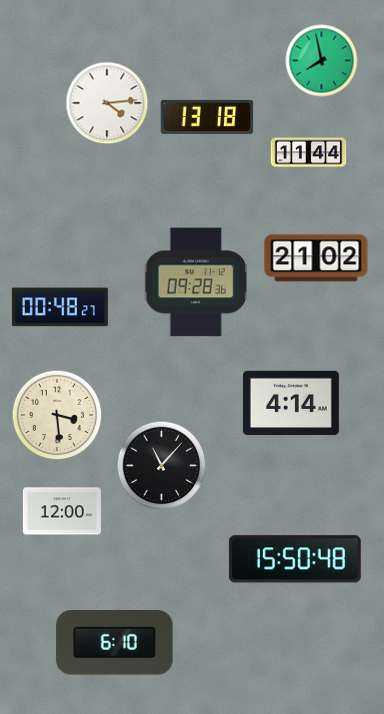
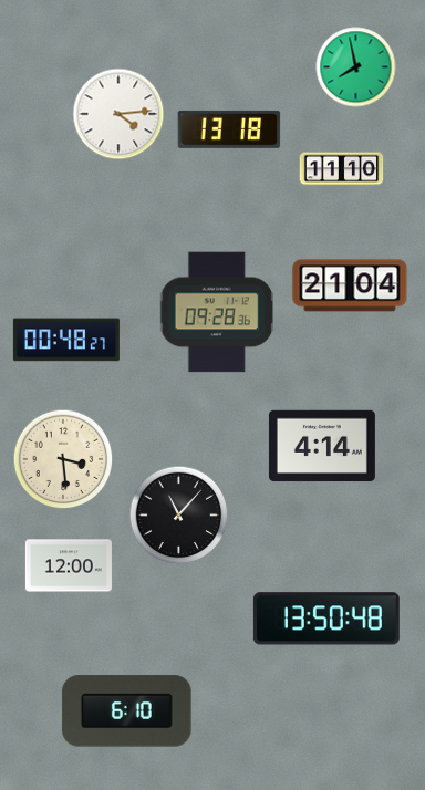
clock at (309, 153): 11:44 -> 11:10
clock at (316, 258): 21:02 -> 21:04
clock at (295, 559): 15:50 -> 13:50
